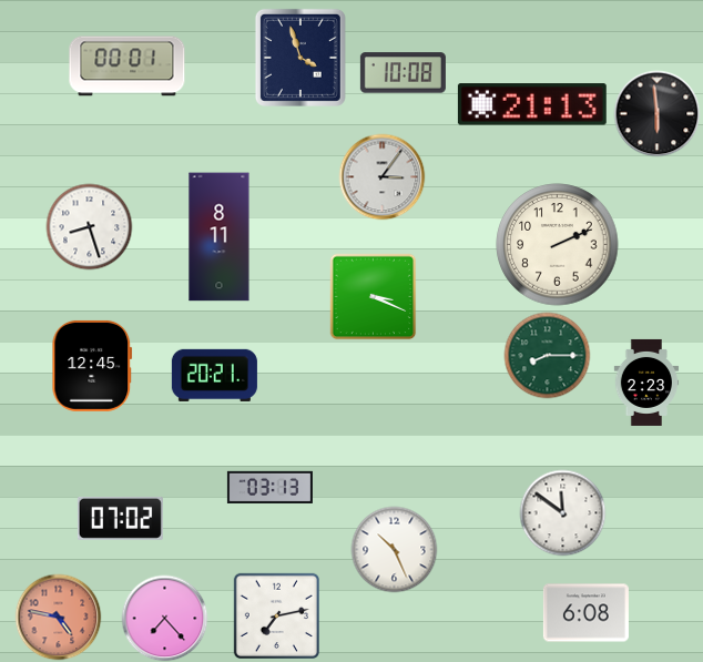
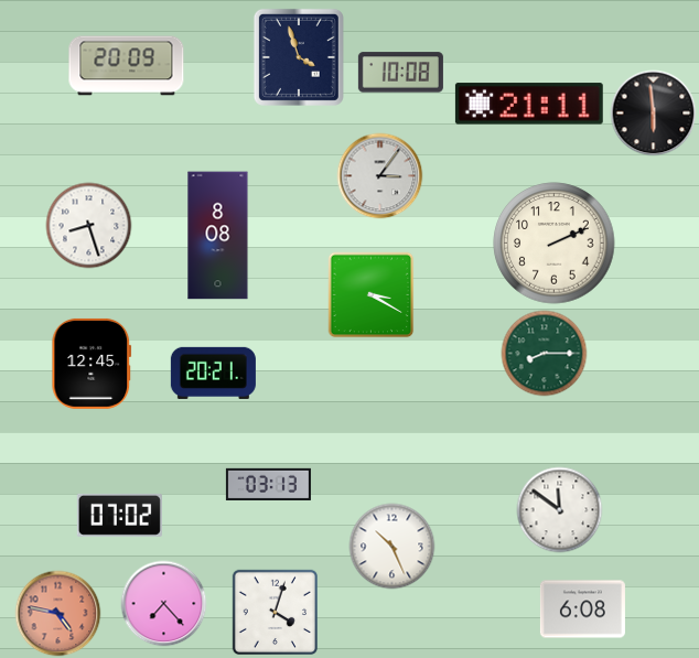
clock at (128, 67): 00:01 -> 20:09
clock at (532, 104): 21:13 -> 21:11
clock at (220, 237): 8:11 -> 8:08
clock at (373, 296): 3:19 -> 3:20
clock at (646, 383): 2:23 -> none
clock at (276, 615): 7:13 -> 4:03
clock at (164, 618) position: (164, 618) -> (163, 603)
